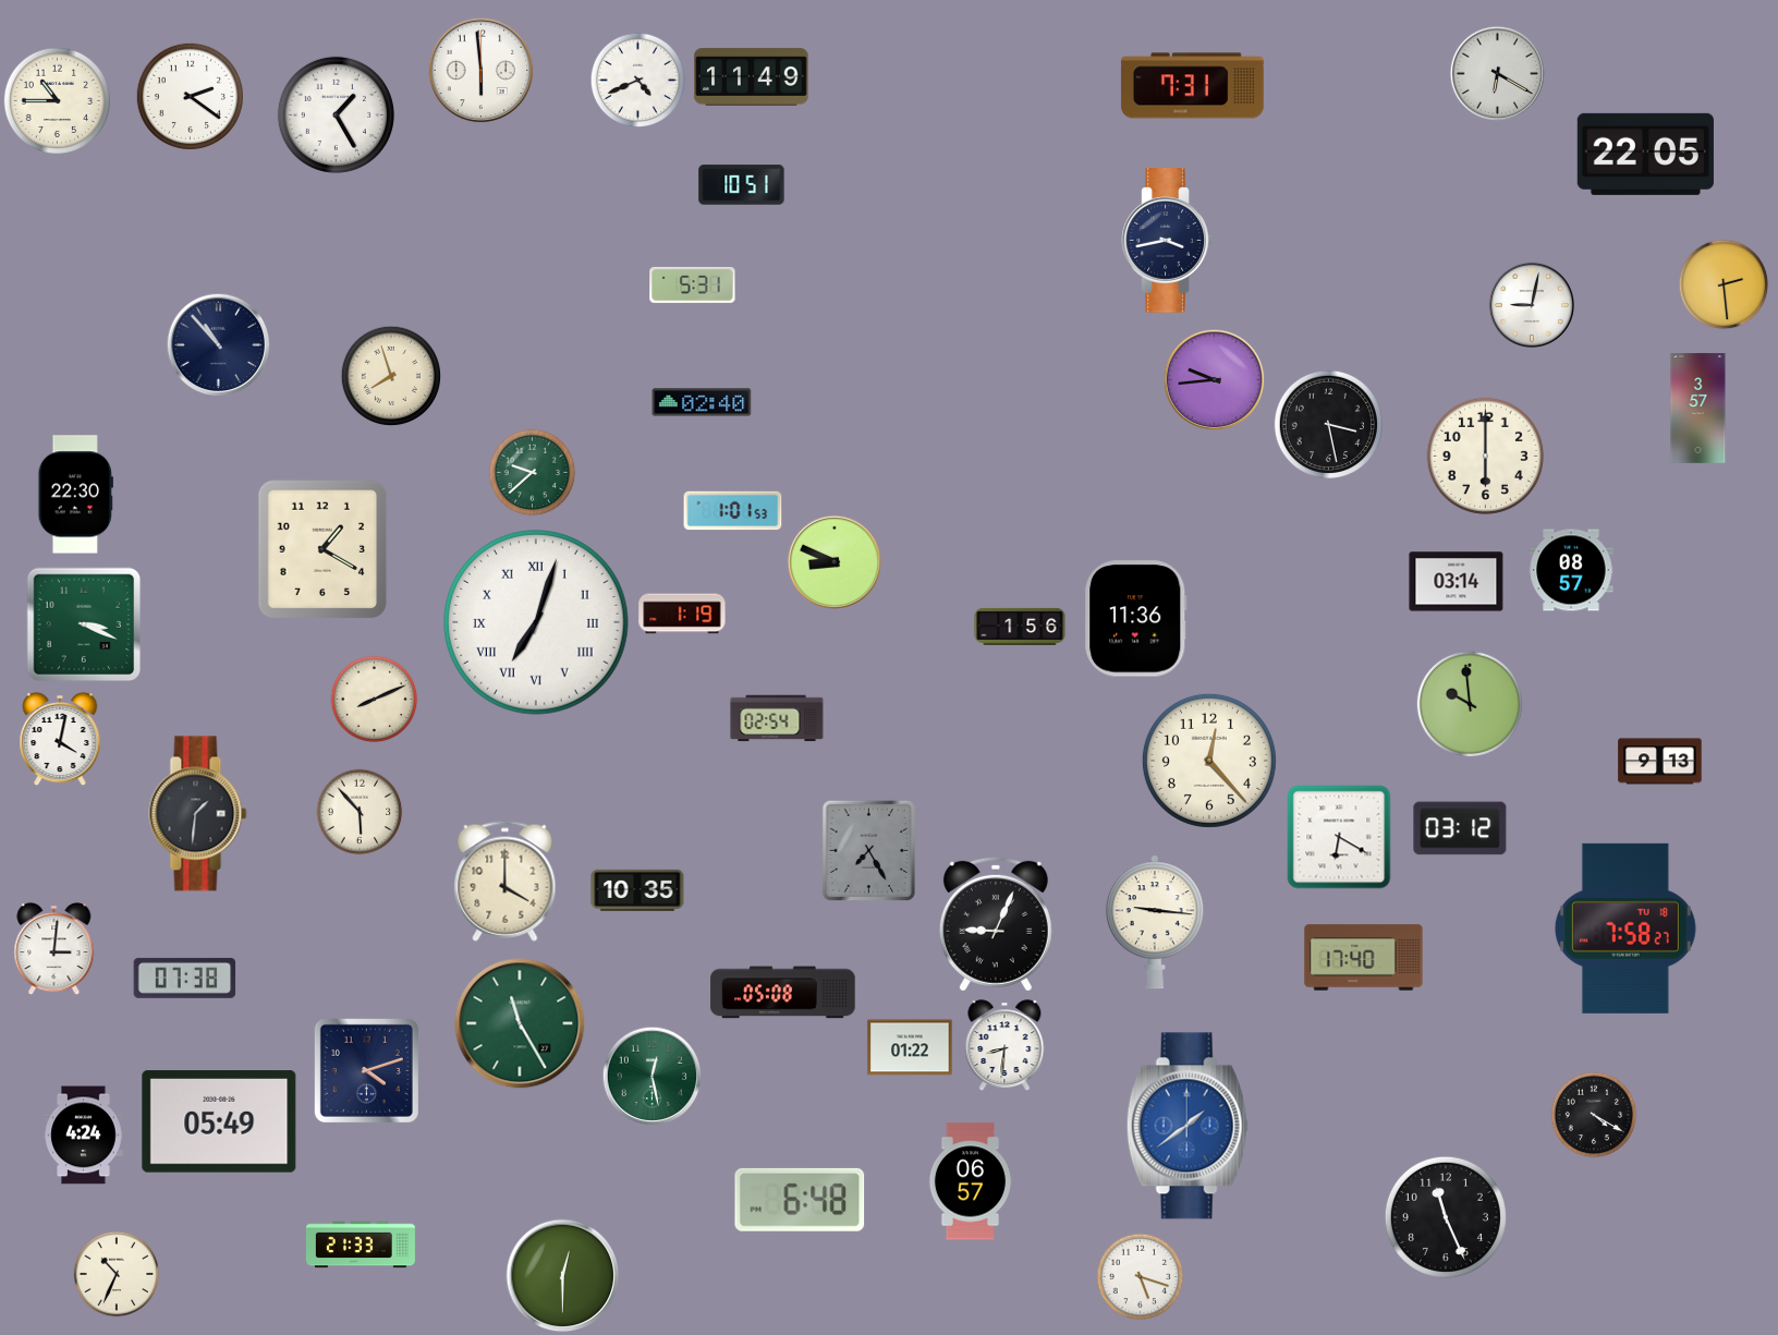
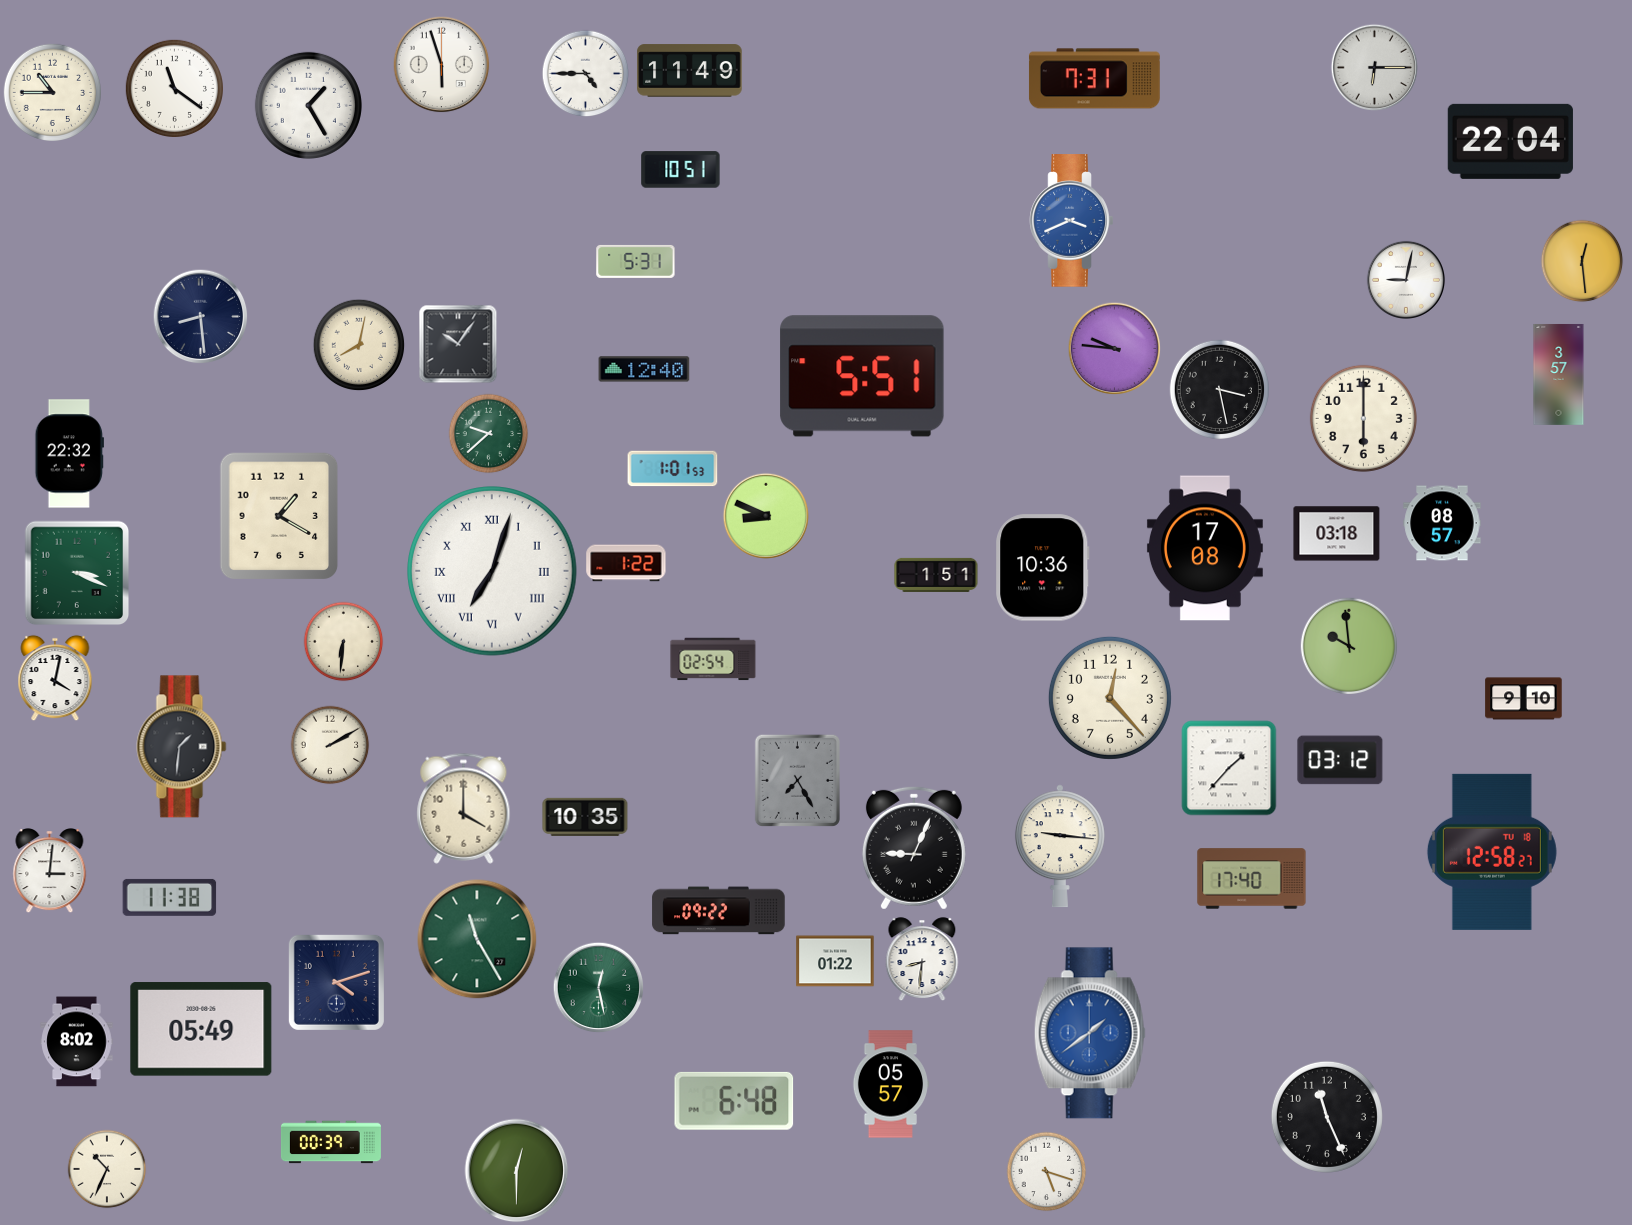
clock at (482, 71): 5:59 -> 5:57
clock at (1497, 73): 6:20 -> 6:15
clock at (638, 81): 4:41 -> 4:45
clock at (190, 96): 2:21 -> 11:21
clock at (1645, 154): 22:05 -> 22:04
clock at (1168, 241): 3:43 -> 3:41
clock at (1168, 241) dial: navy -> blue
clock at (1724, 284): 2:29 -> 12:29
clock at (219, 345): 10:53 -> 8:29
clock at (458, 344): none -> 10:06
clock at (391, 376): 7:57 -> 8:02
clock at (1215, 380): 9:44 -> 9:46
clock at (702, 402): 02:40 -> 12:40
clock at (862, 376): none -> 5:51
clock at (75, 495): 22:30 -> 22:32
clock at (322, 549) position: (322, 549) -> (279, 516)
clock at (1457, 582): 03:14 -> 03:18
clock at (1205, 548): none -> 17:08
clock at (682, 614): 1:19 -> 1:22
clock at (1136, 619): 11:36 -> 10:36
clock at (1020, 627): 1:56 -> 1:51
clock at (375, 700): 8:11 -> 6:31
clock at (1660, 762): 9:13 -> 9:10
clock at (360, 812): 5:53 -> 2:10
clock at (1339, 837): 6:20 -> 1:37
clock at (1625, 929): 7:58 -> 12:58
clock at (185, 978): 07:38 -> 11:38
clock at (783, 993): 05:08 -> 09:22
clock at (1594, 1115): 4:20 -> none
clock at (84, 1136): 4:24 -> 8:02
clock at (970, 1181): 06:57 -> 05:57
clock at (361, 1245): 21:33 -> 00:39
